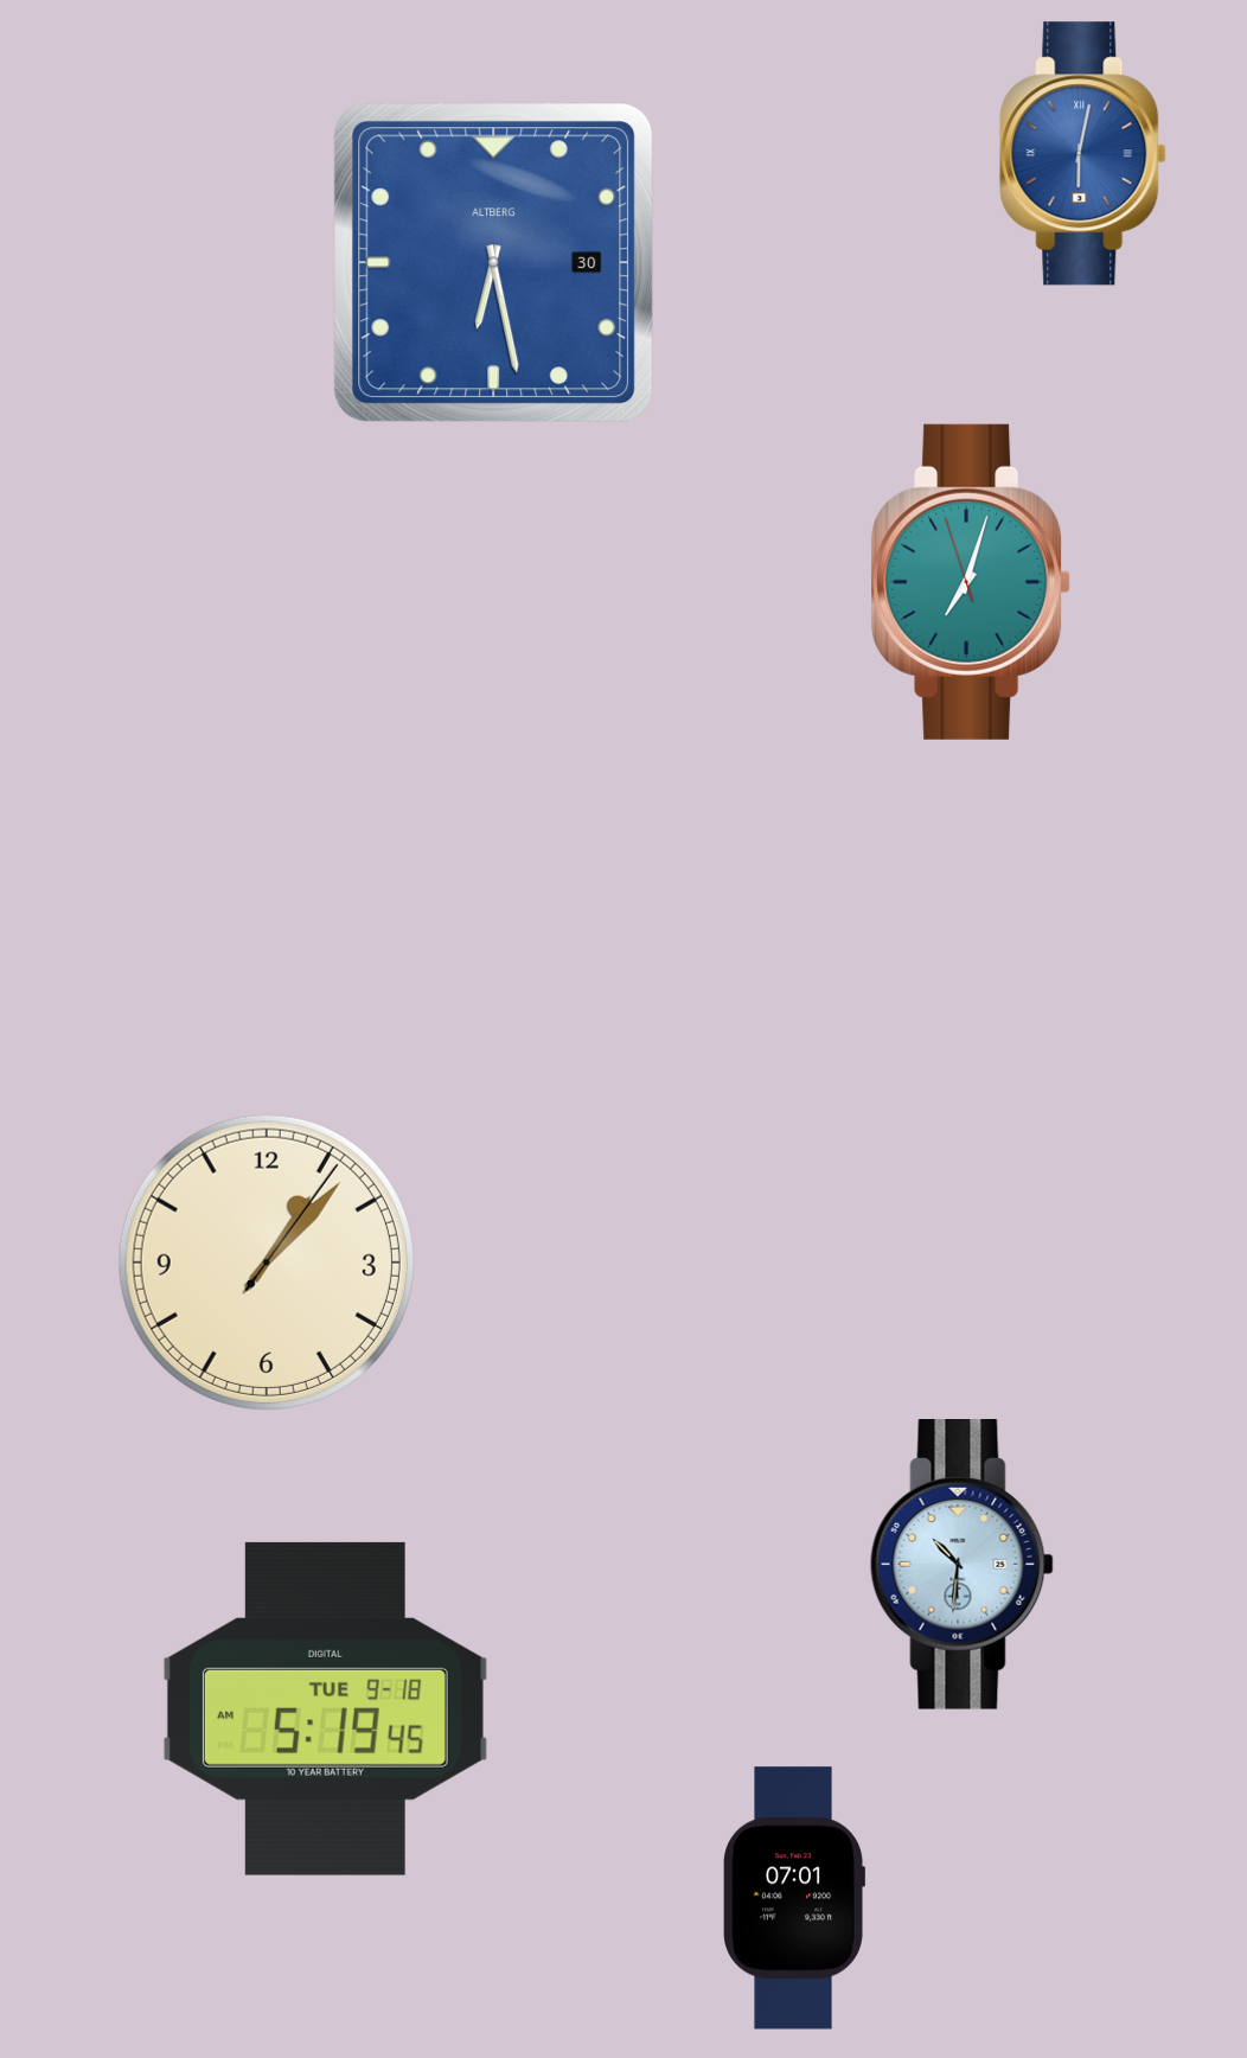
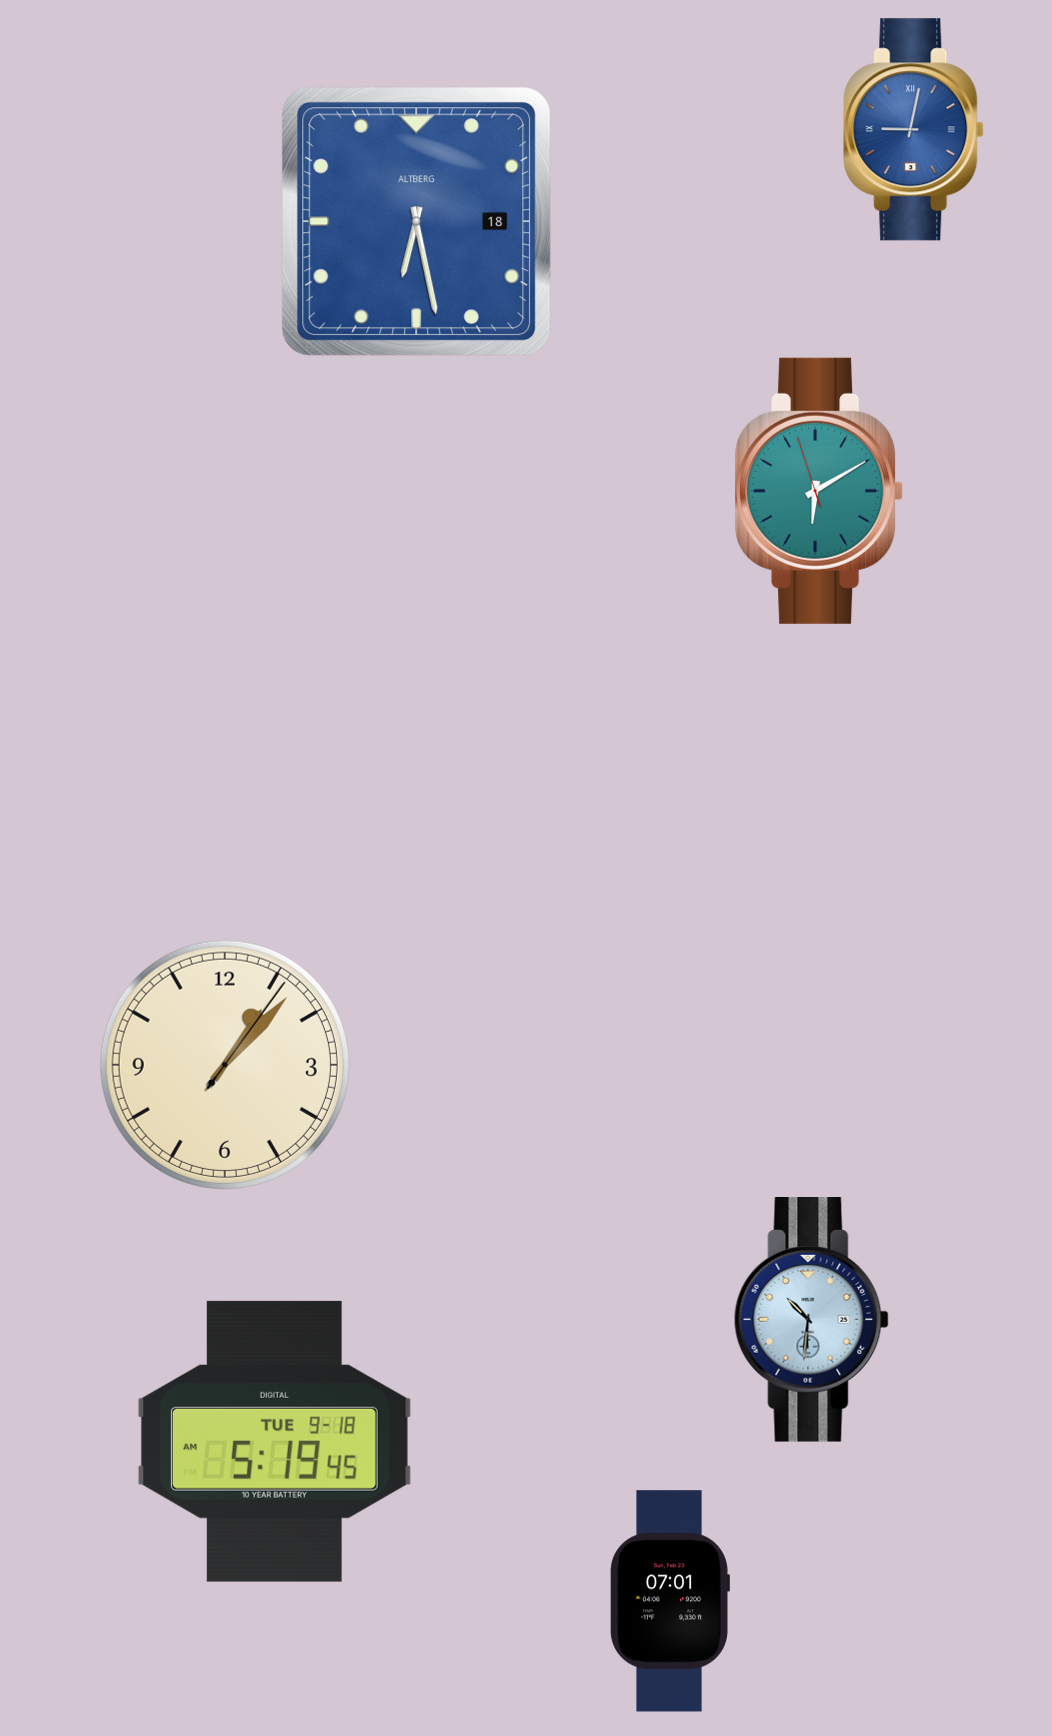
clock at (1083, 154): 6:02 -> 9:02
clock at (494, 263) date: 30 -> 18
clock at (971, 582): 7:02 -> 6:09
